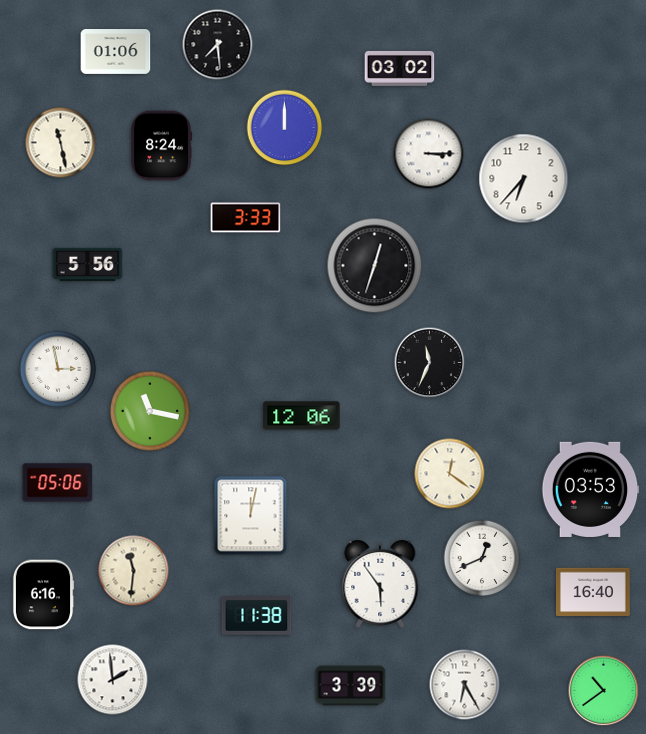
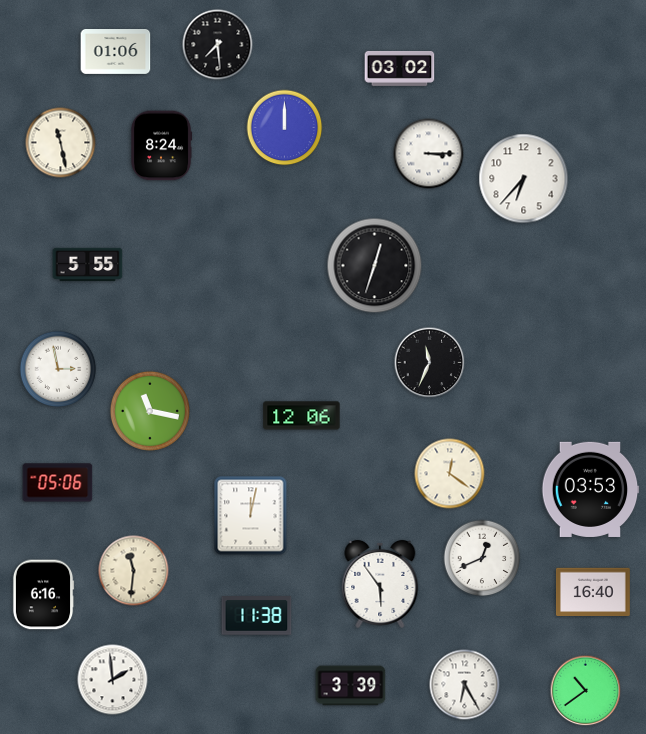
clock at (246, 218): 3:33 -> none
clock at (88, 265): 5:56 -> 5:55
clock at (604, 691) position: (604, 691) -> (586, 691)
